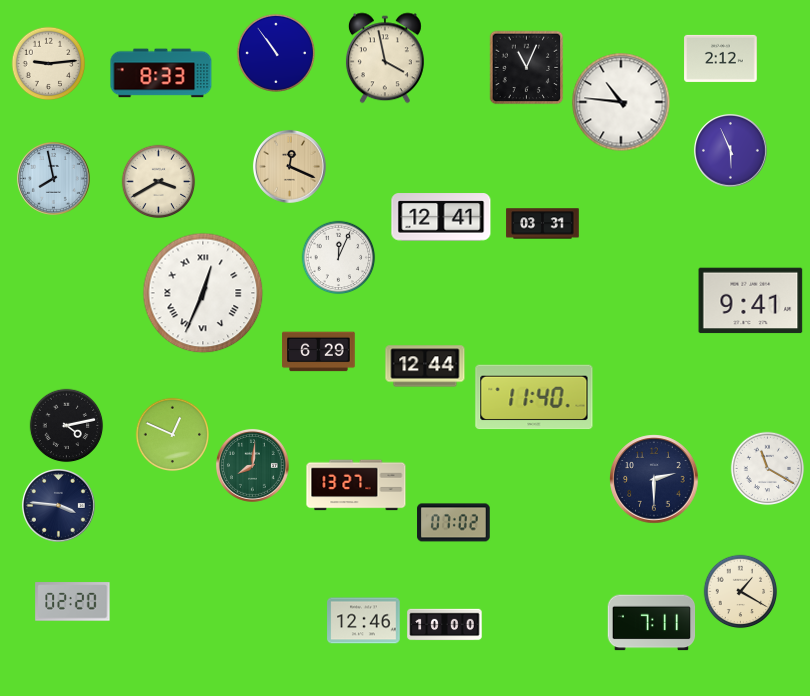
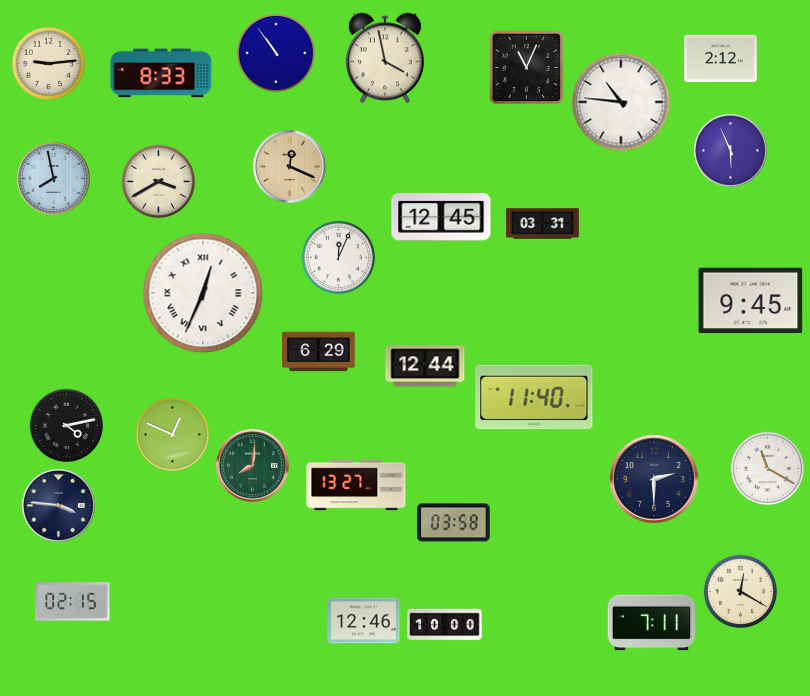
clock at (441, 217): 12:41 -> 12:45
clock at (751, 301): 9:41 -> 9:45
clock at (454, 523): 07:02 -> 03:58
clock at (741, 592): 1:20 -> 12:20
clock at (73, 602): 02:20 -> 02:15
